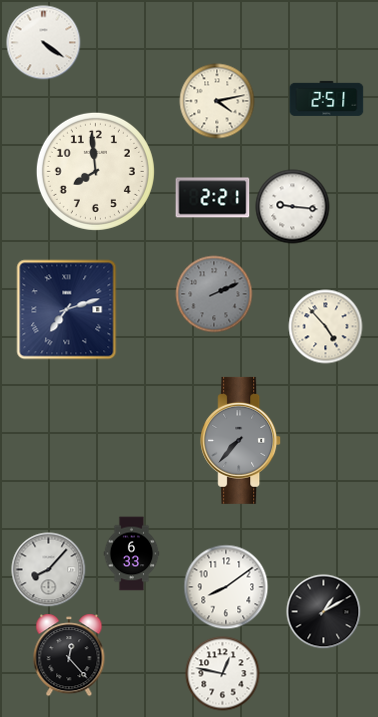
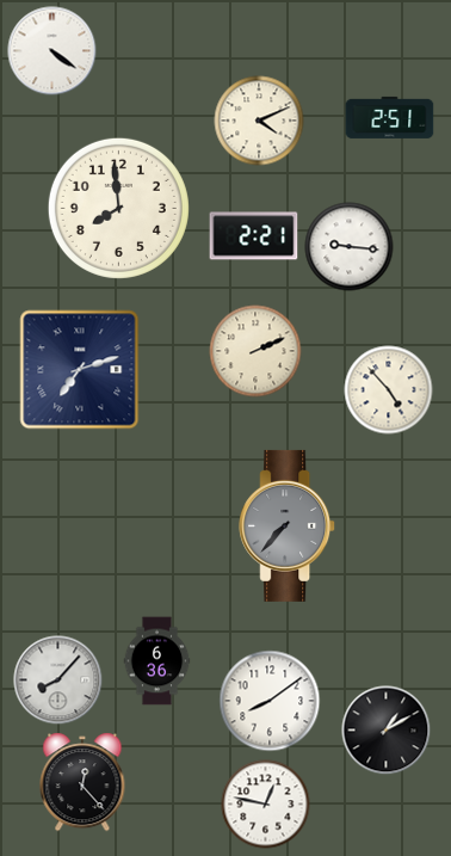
clock at (217, 101): 4:13 -> 4:11
clock at (95, 171) position: (95, 171) -> (118, 208)
clock at (214, 294) dial: grey -> cream
clock at (132, 554): 6:33 -> 6:36
